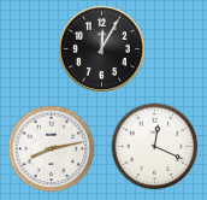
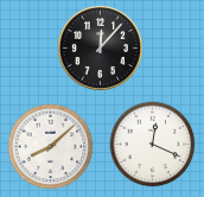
clock at (101, 48): 12:05 -> 12:07
clock at (52, 149): 8:13 -> 8:08
